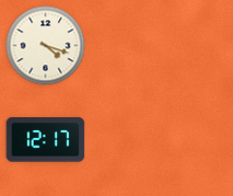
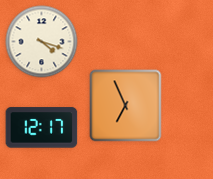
clock at (126, 106): none -> 6:56
